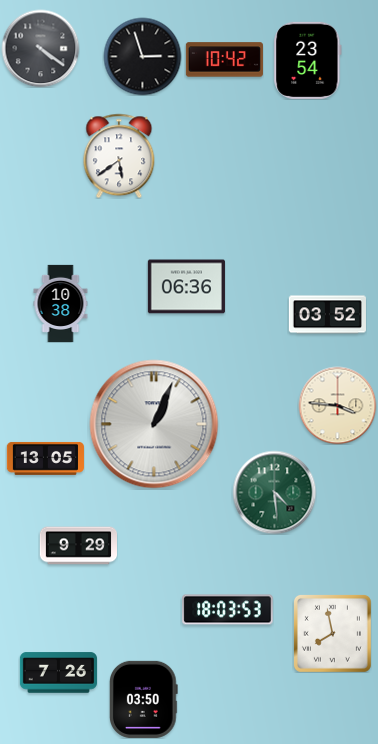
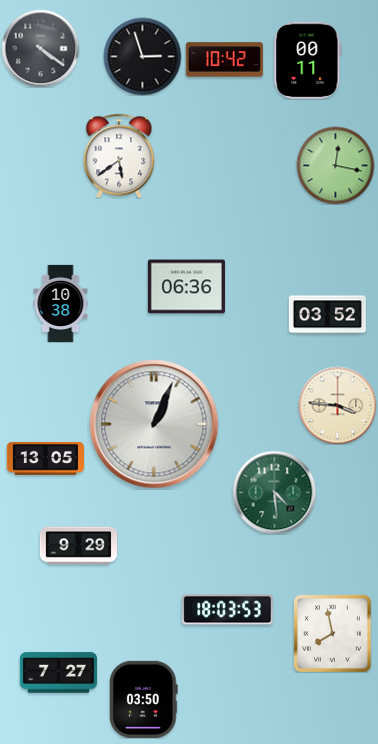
clock at (308, 60): 23:54 -> 00:11
clock at (335, 165): none -> 12:17
clock at (58, 673): 7:26 -> 7:27
